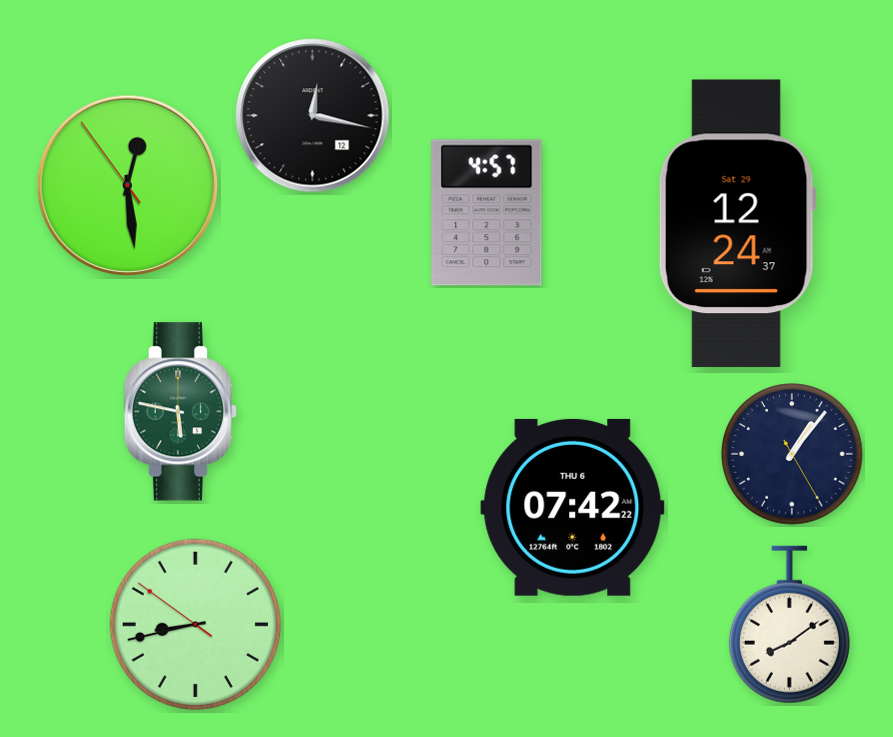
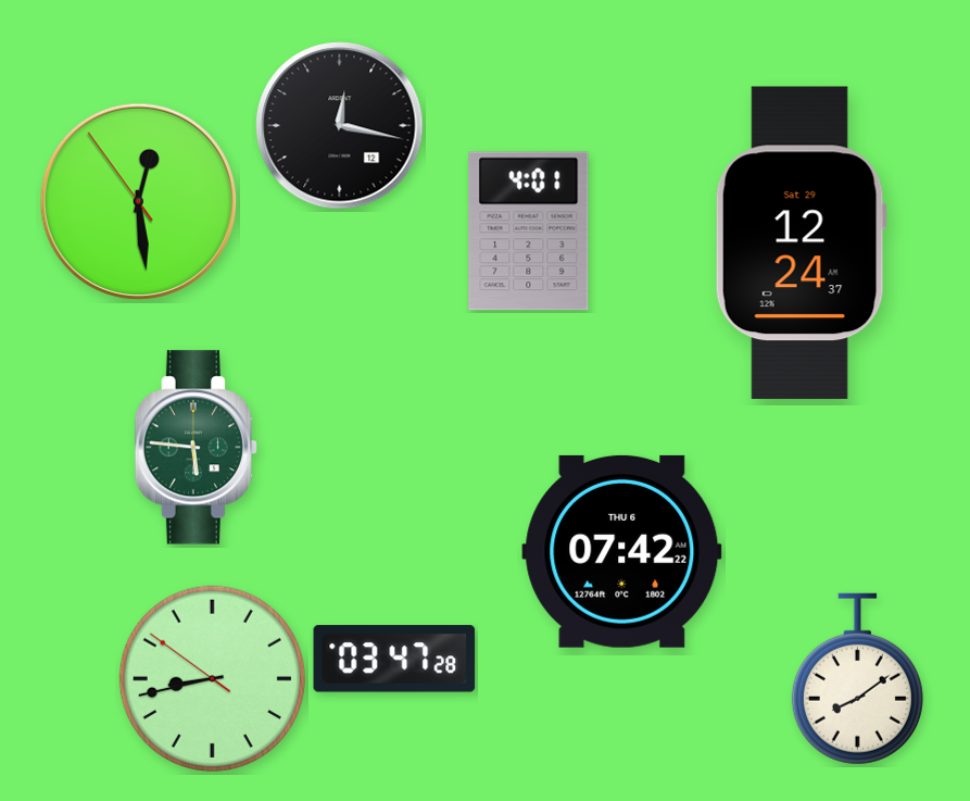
clock at (487, 213): 4:57 -> 4:01
clock at (180, 412): 5:47 -> 5:46
clock at (793, 454): 1:06 -> none
clock at (394, 659): none -> 03:47
